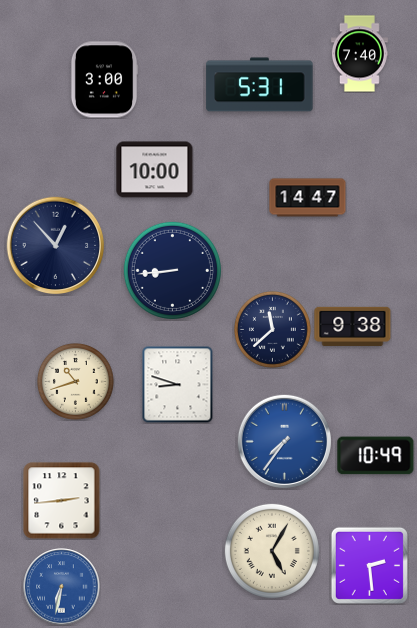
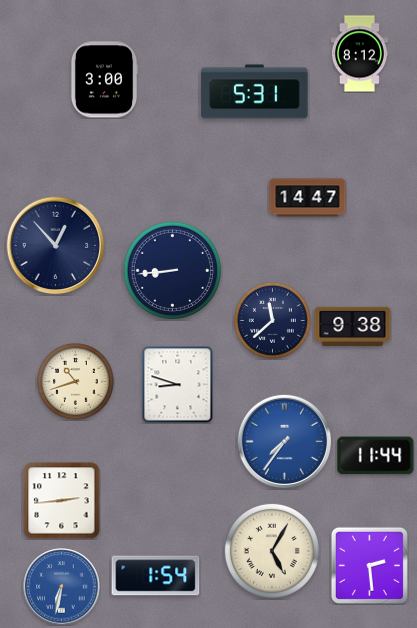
clock at (359, 54): 7:40 -> 8:12
clock at (260, 85) position: (260, 85) -> (255, 92)
clock at (155, 170): 10:00 -> none
clock at (273, 330) position: (273, 330) -> (273, 321)
clock at (376, 456): 10:49 -> 11:44
clock at (156, 576): none -> 1:54
